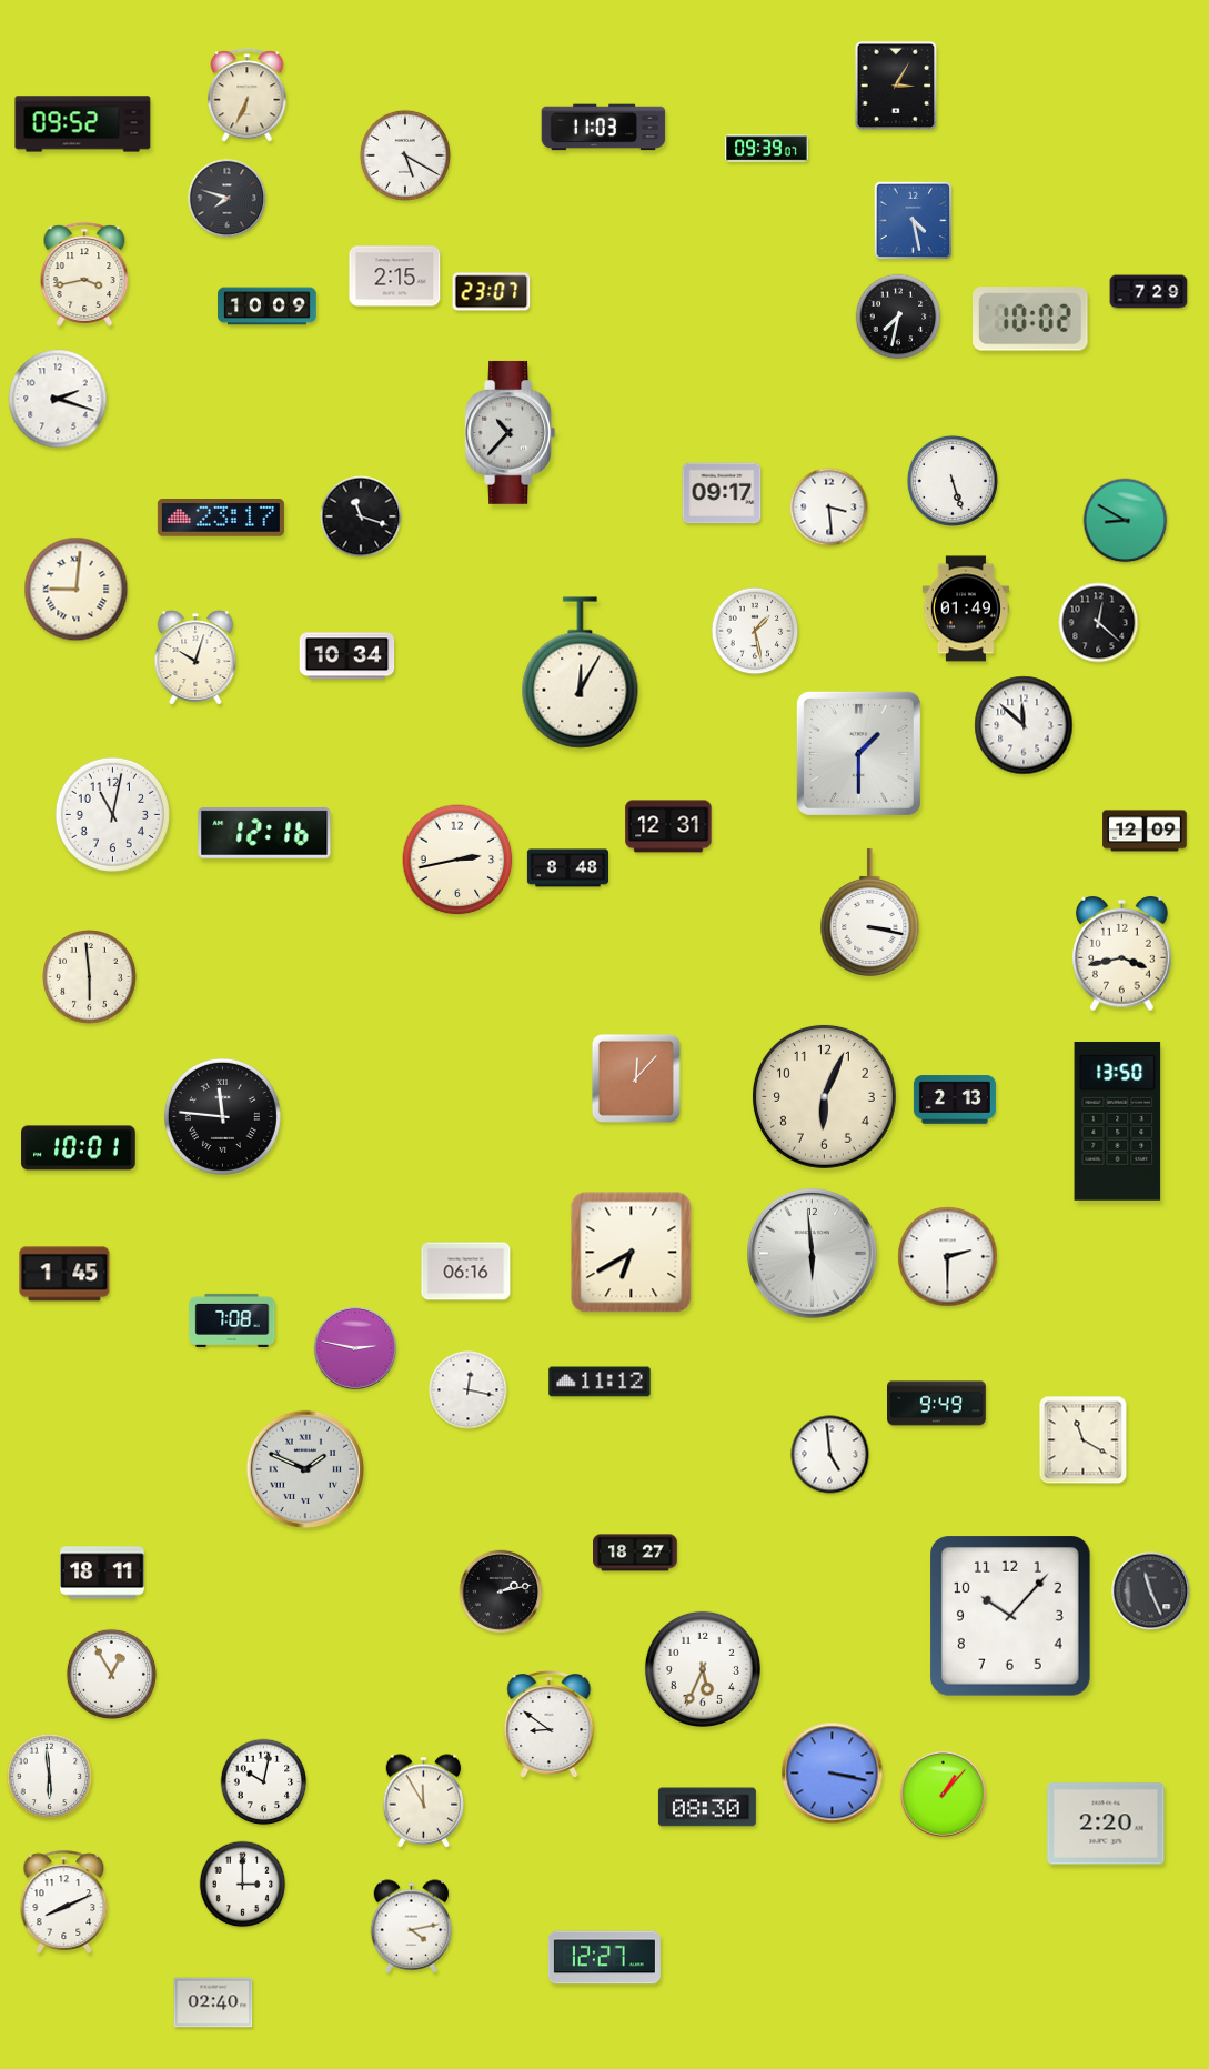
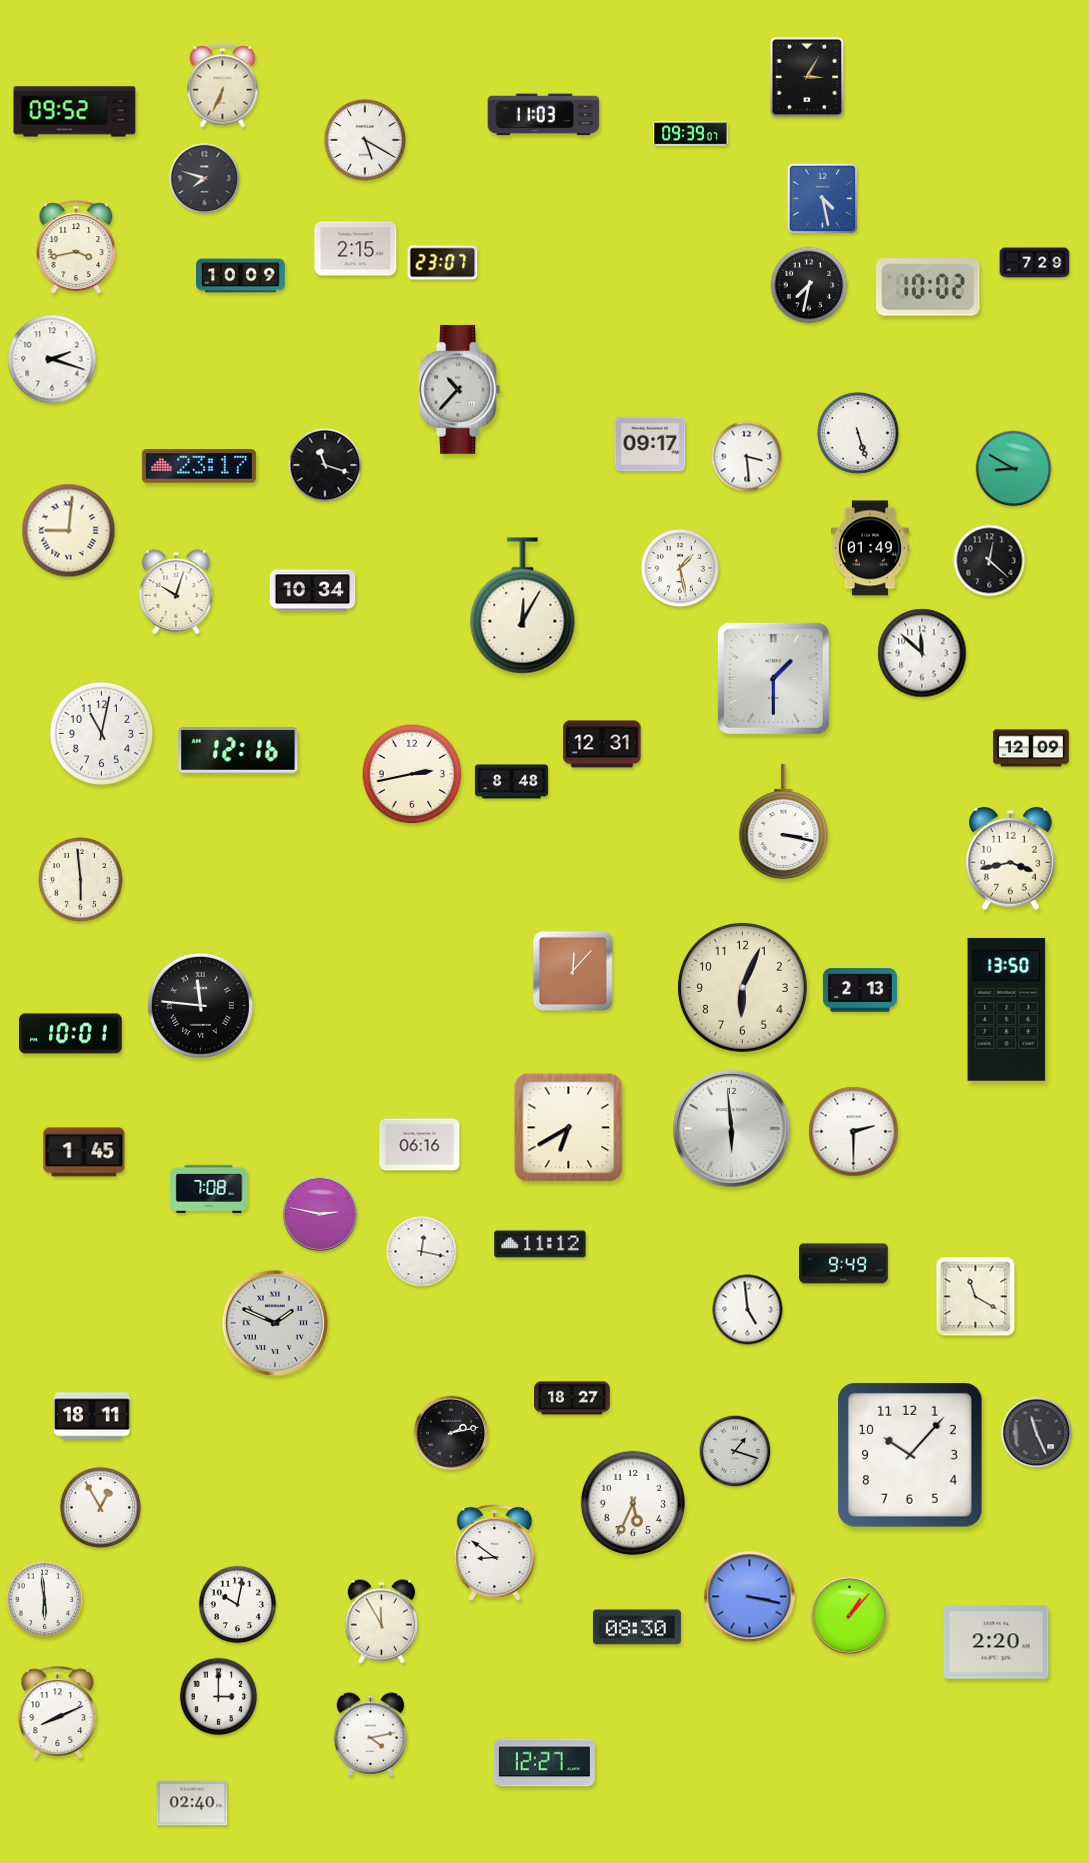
clock at (64, 1274) position: (64, 1274) -> (84, 1152)
clock at (735, 1451): none -> 1:18
